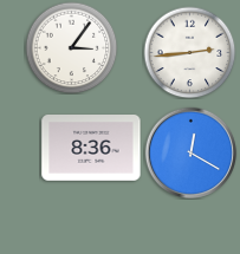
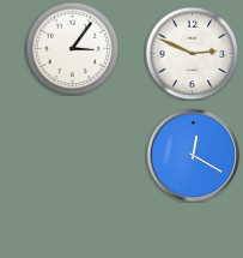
clock at (189, 52): 2:44 -> 2:49
clock at (91, 149): 8:36 -> none
